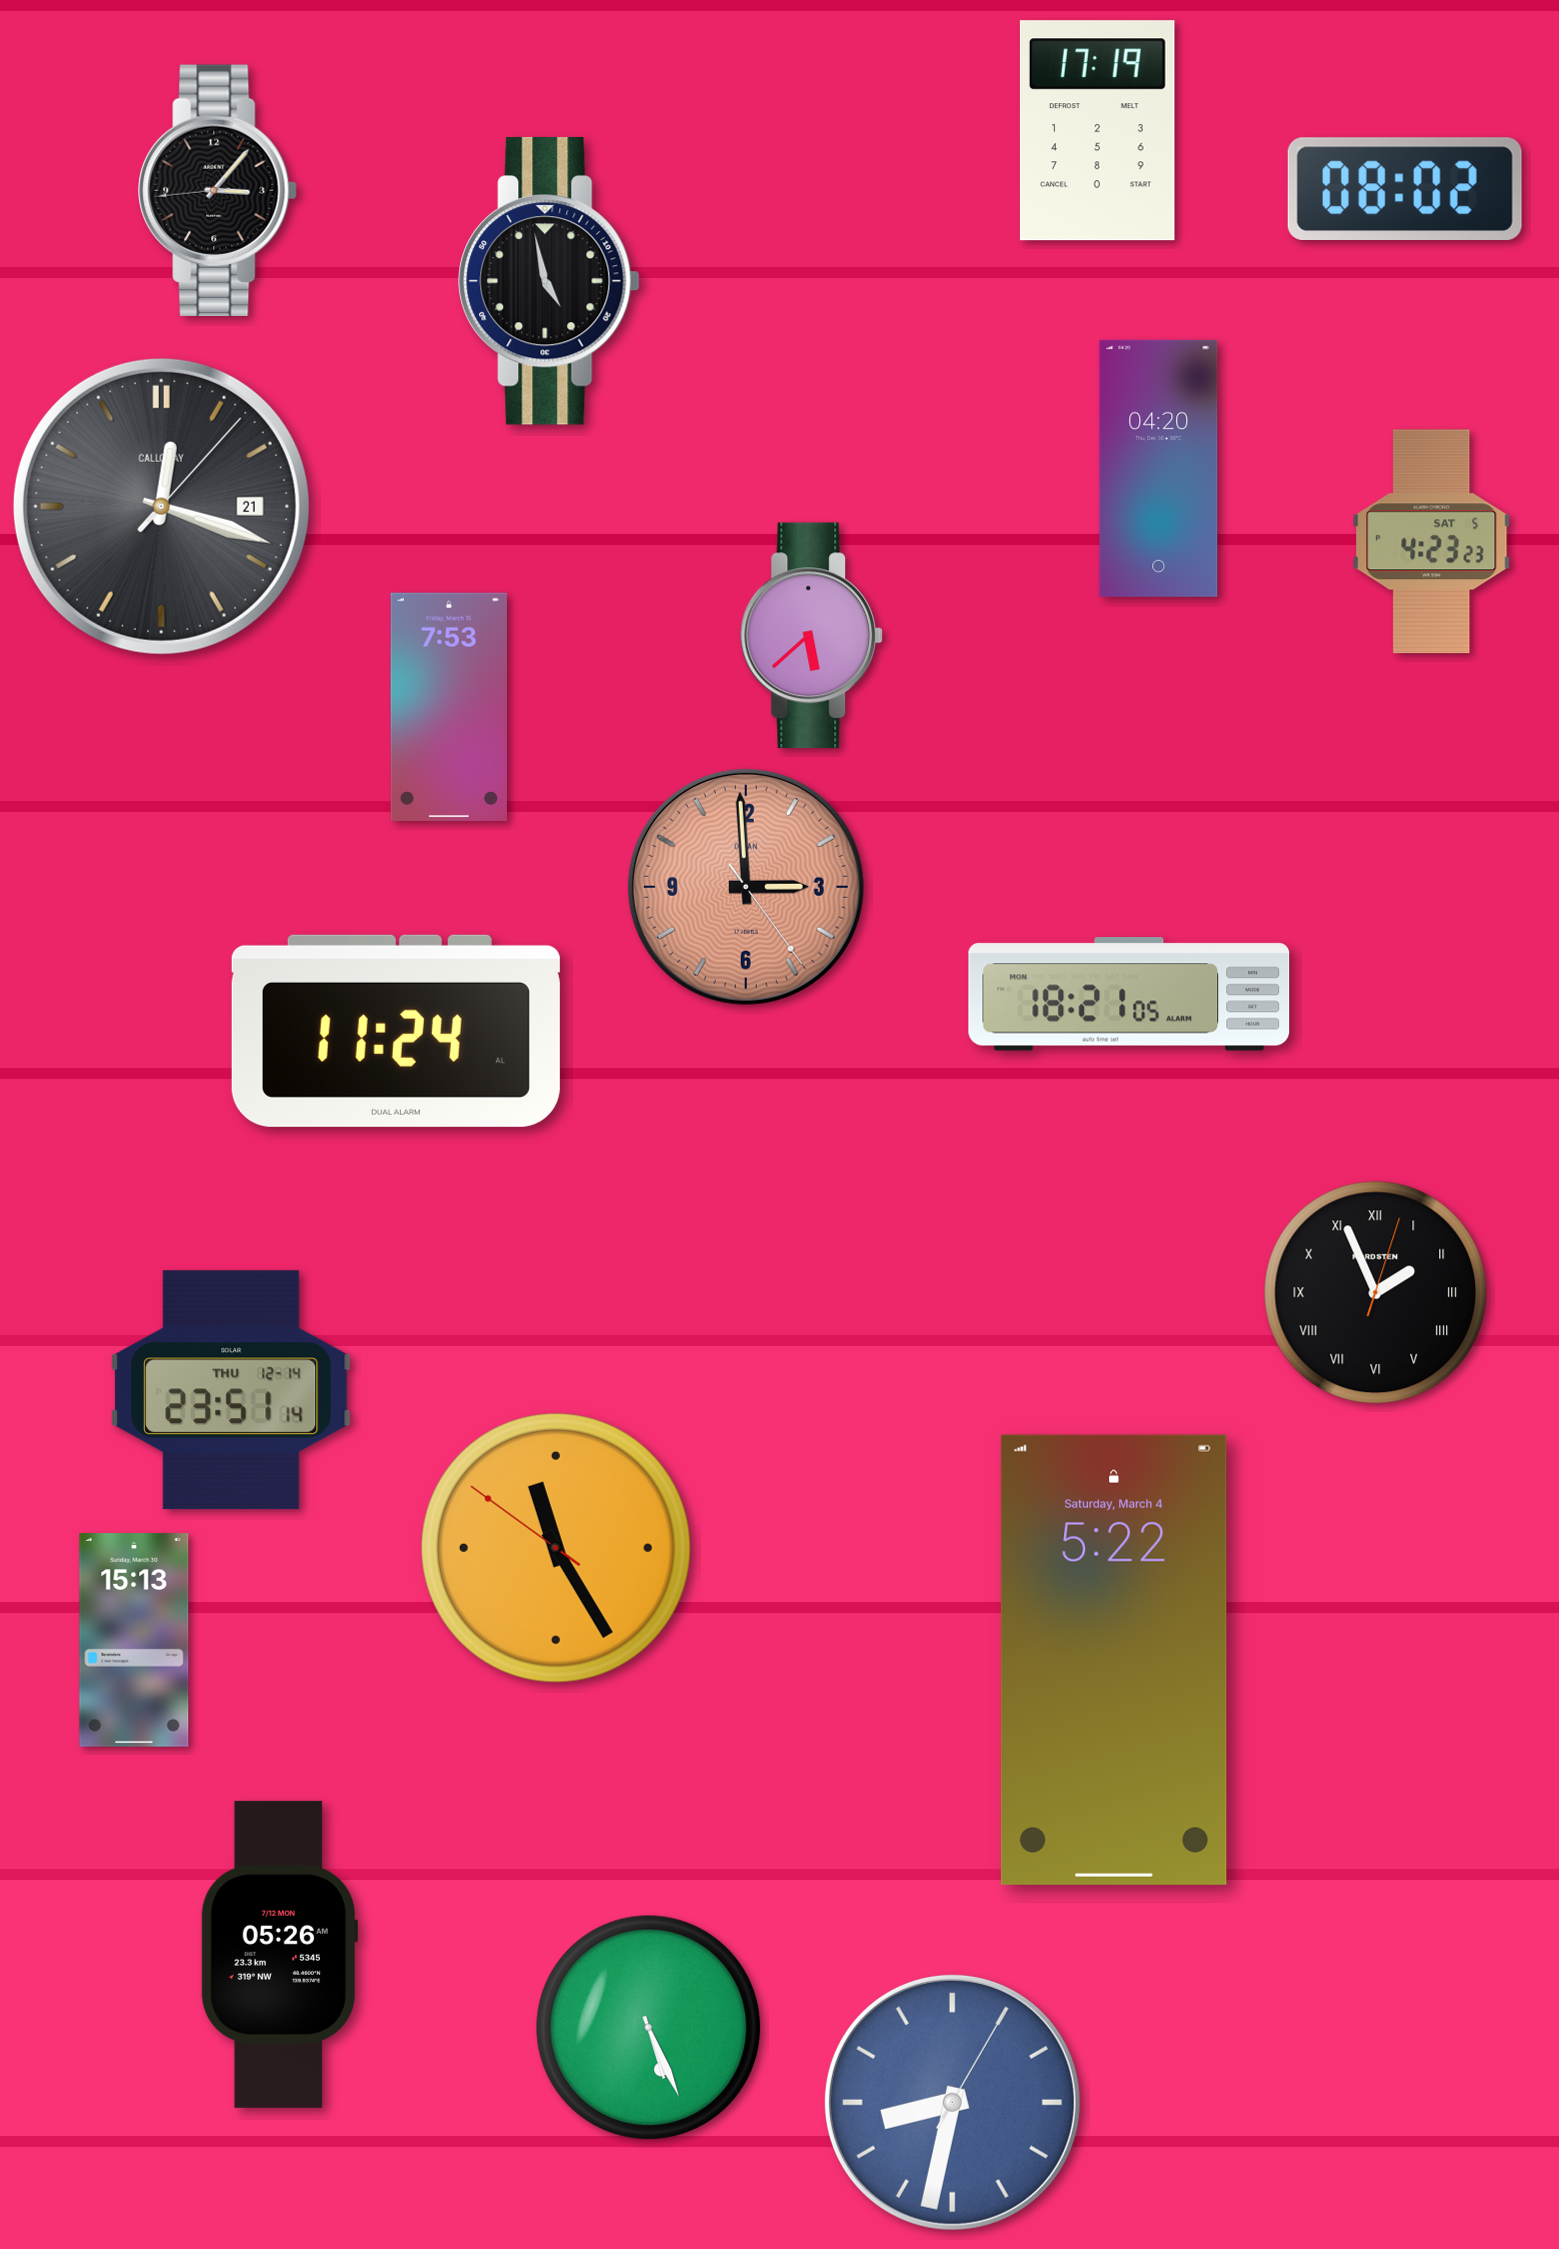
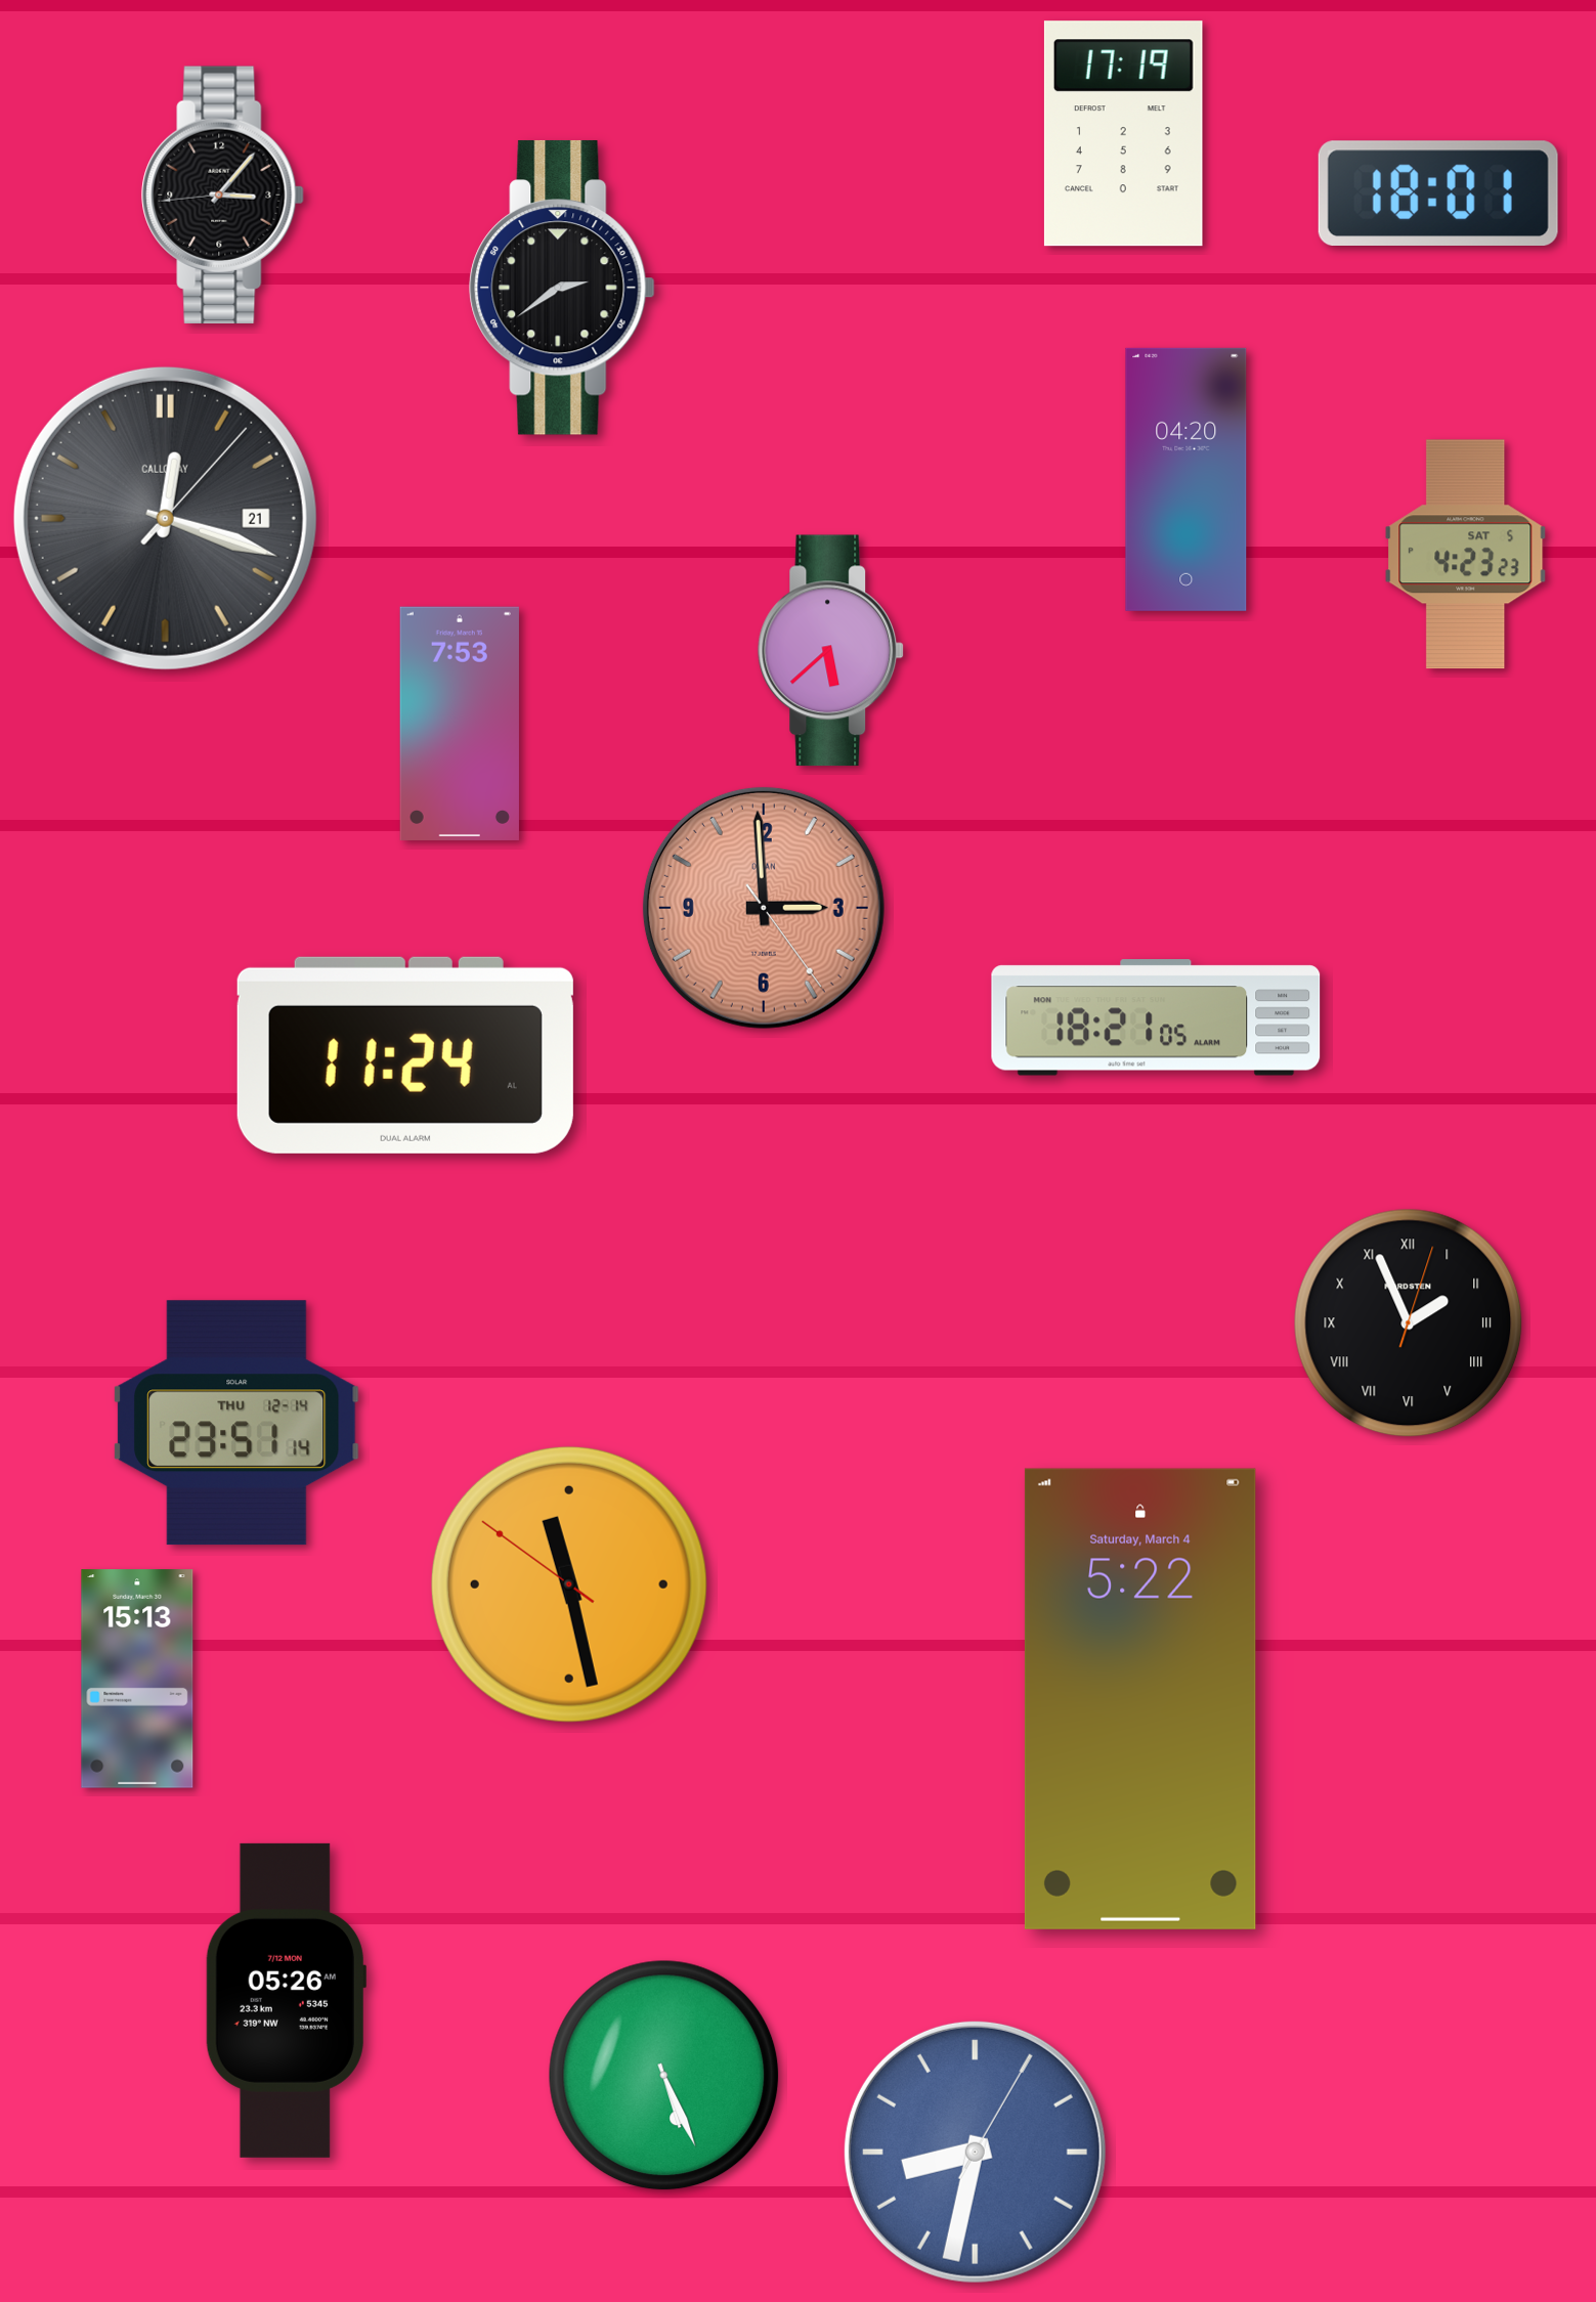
clock at (1405, 188): 08:02 -> 18:01
clock at (549, 281): 4:58 -> 2:39
clock at (556, 1548): 11:24 -> 11:27
